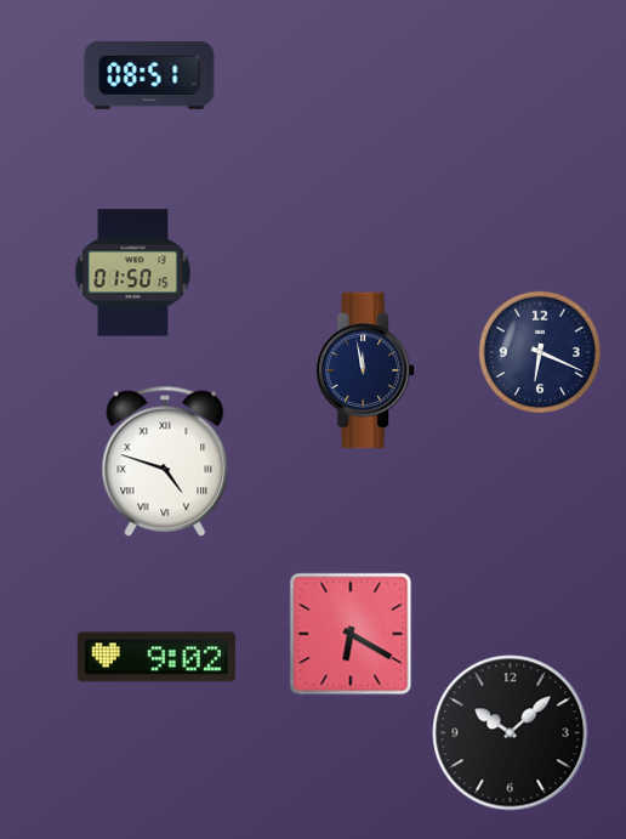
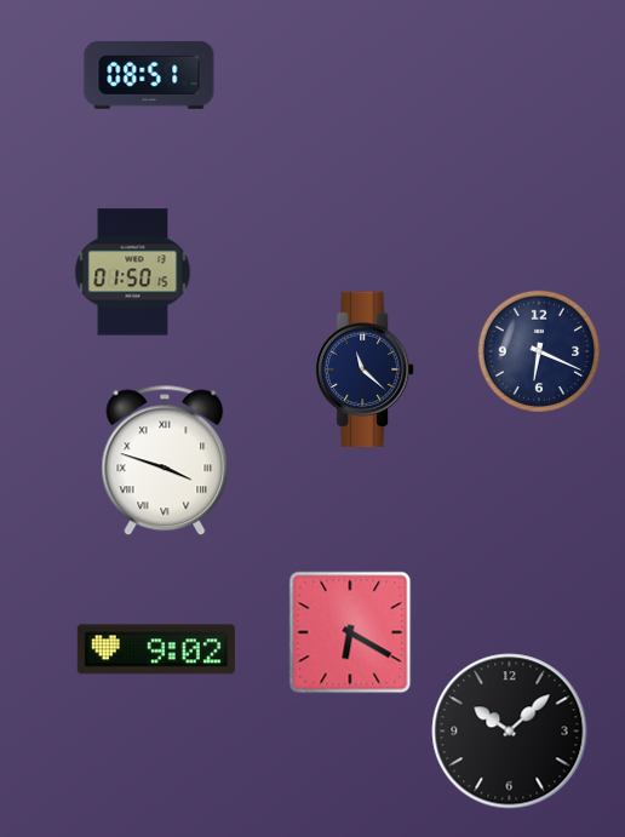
clock at (366, 370): 11:58 -> 11:22
clock at (165, 461): 4:48 -> 3:48
clock at (156, 657) position: (156, 657) -> (156, 649)
